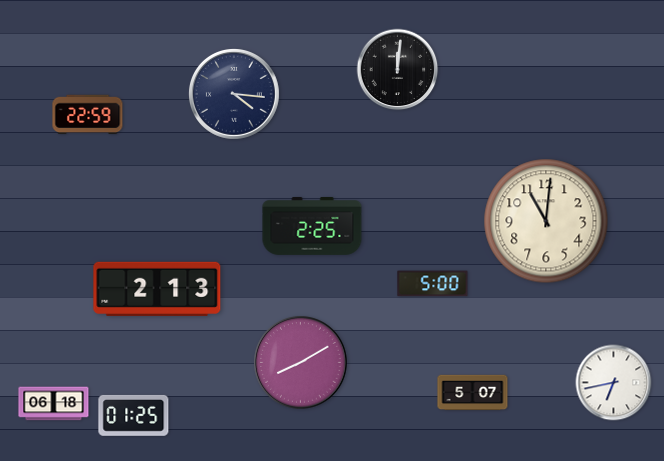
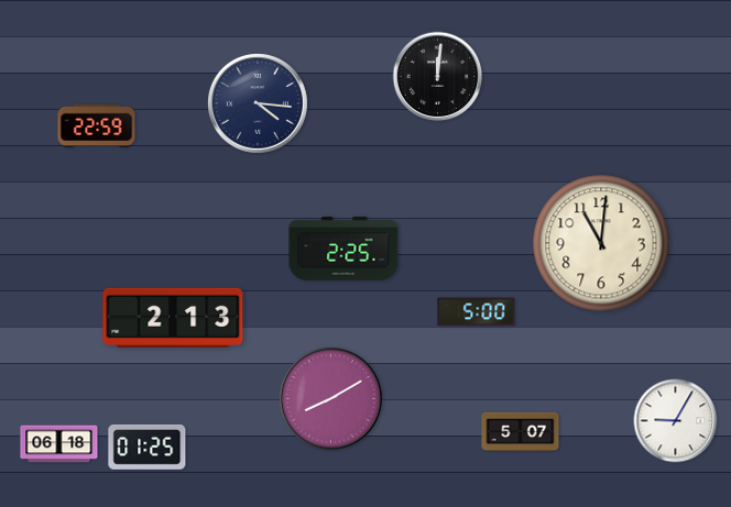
clock at (614, 383): 6:43 -> 9:05
clock at (134, 415) position: (134, 415) -> (148, 447)
